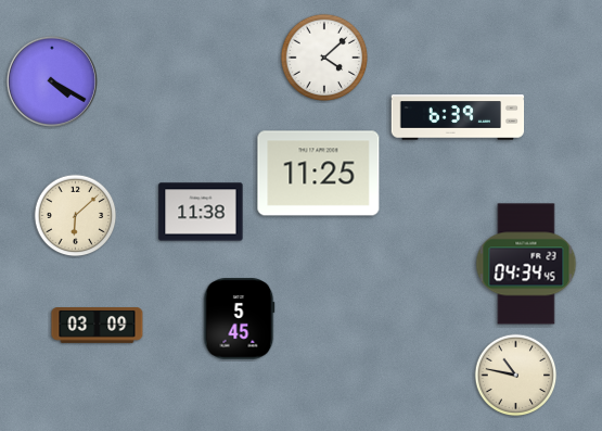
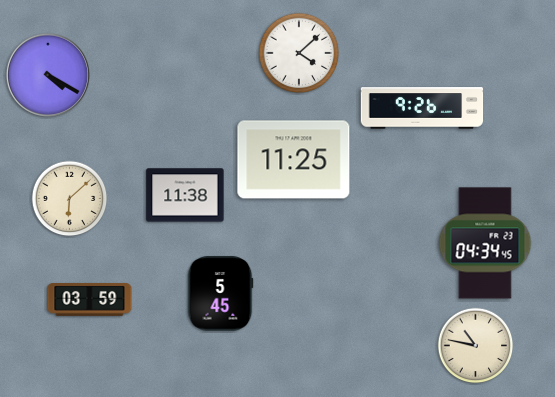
clock at (458, 117): 6:39 -> 9:26
clock at (98, 326): 03:09 -> 03:59
